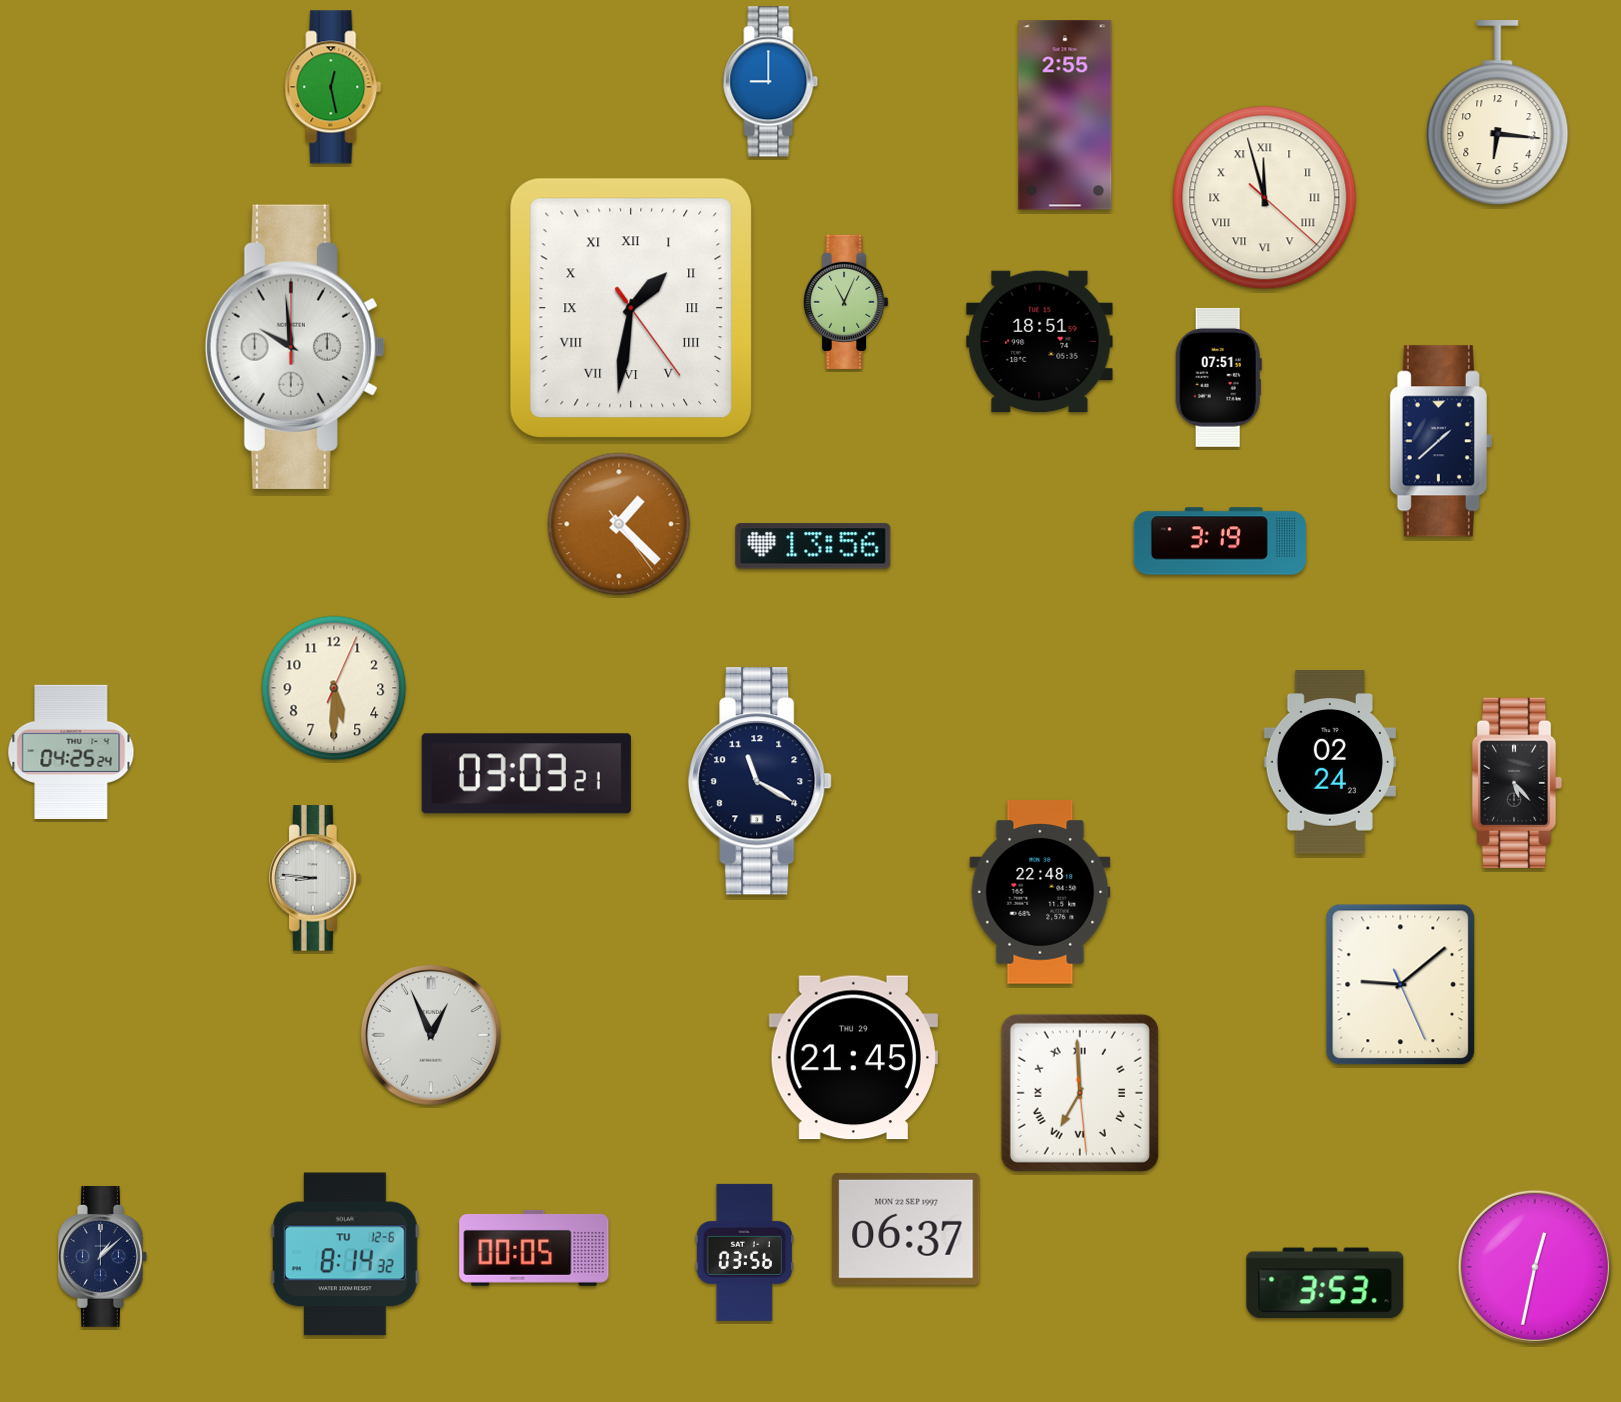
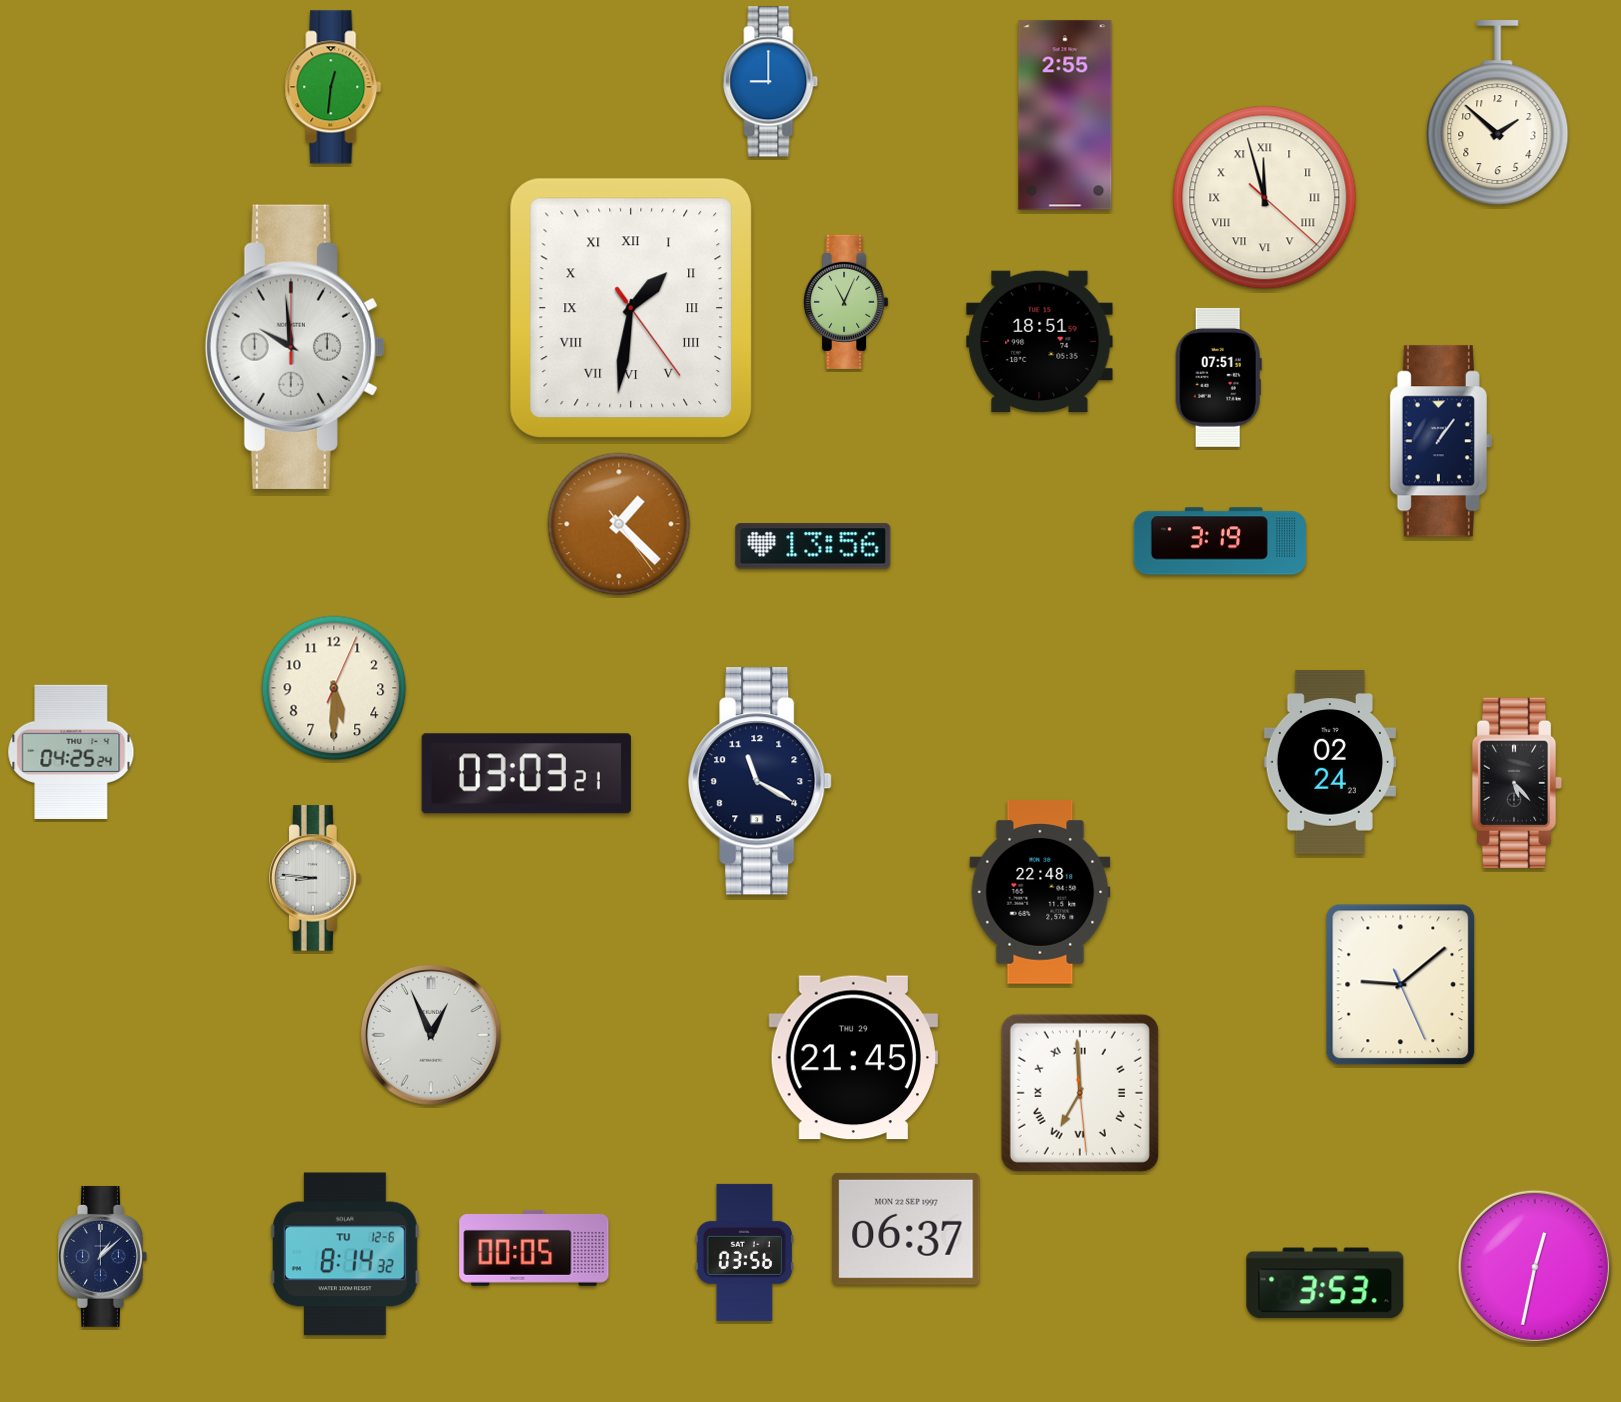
clock at (333, 87): 12:28 -> 12:31
clock at (1498, 113): 6:16 -> 1:52
clock at (1441, 441): 1:38 -> 1:06
